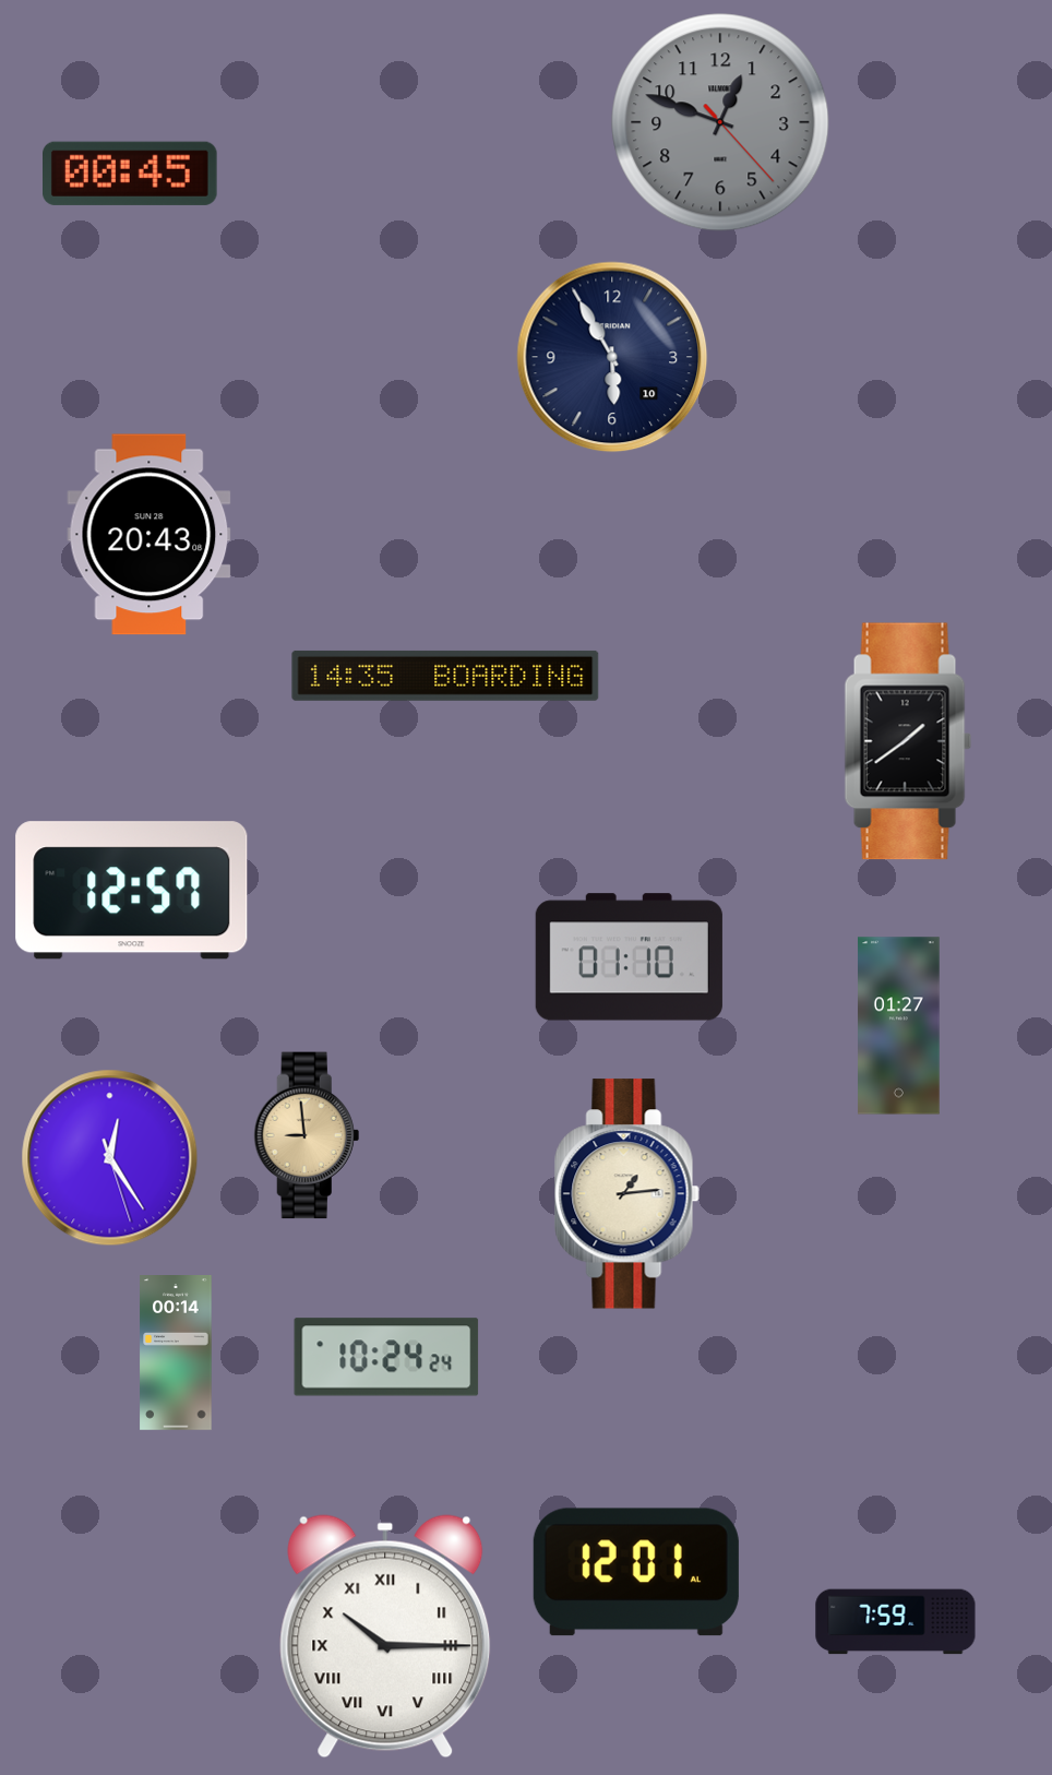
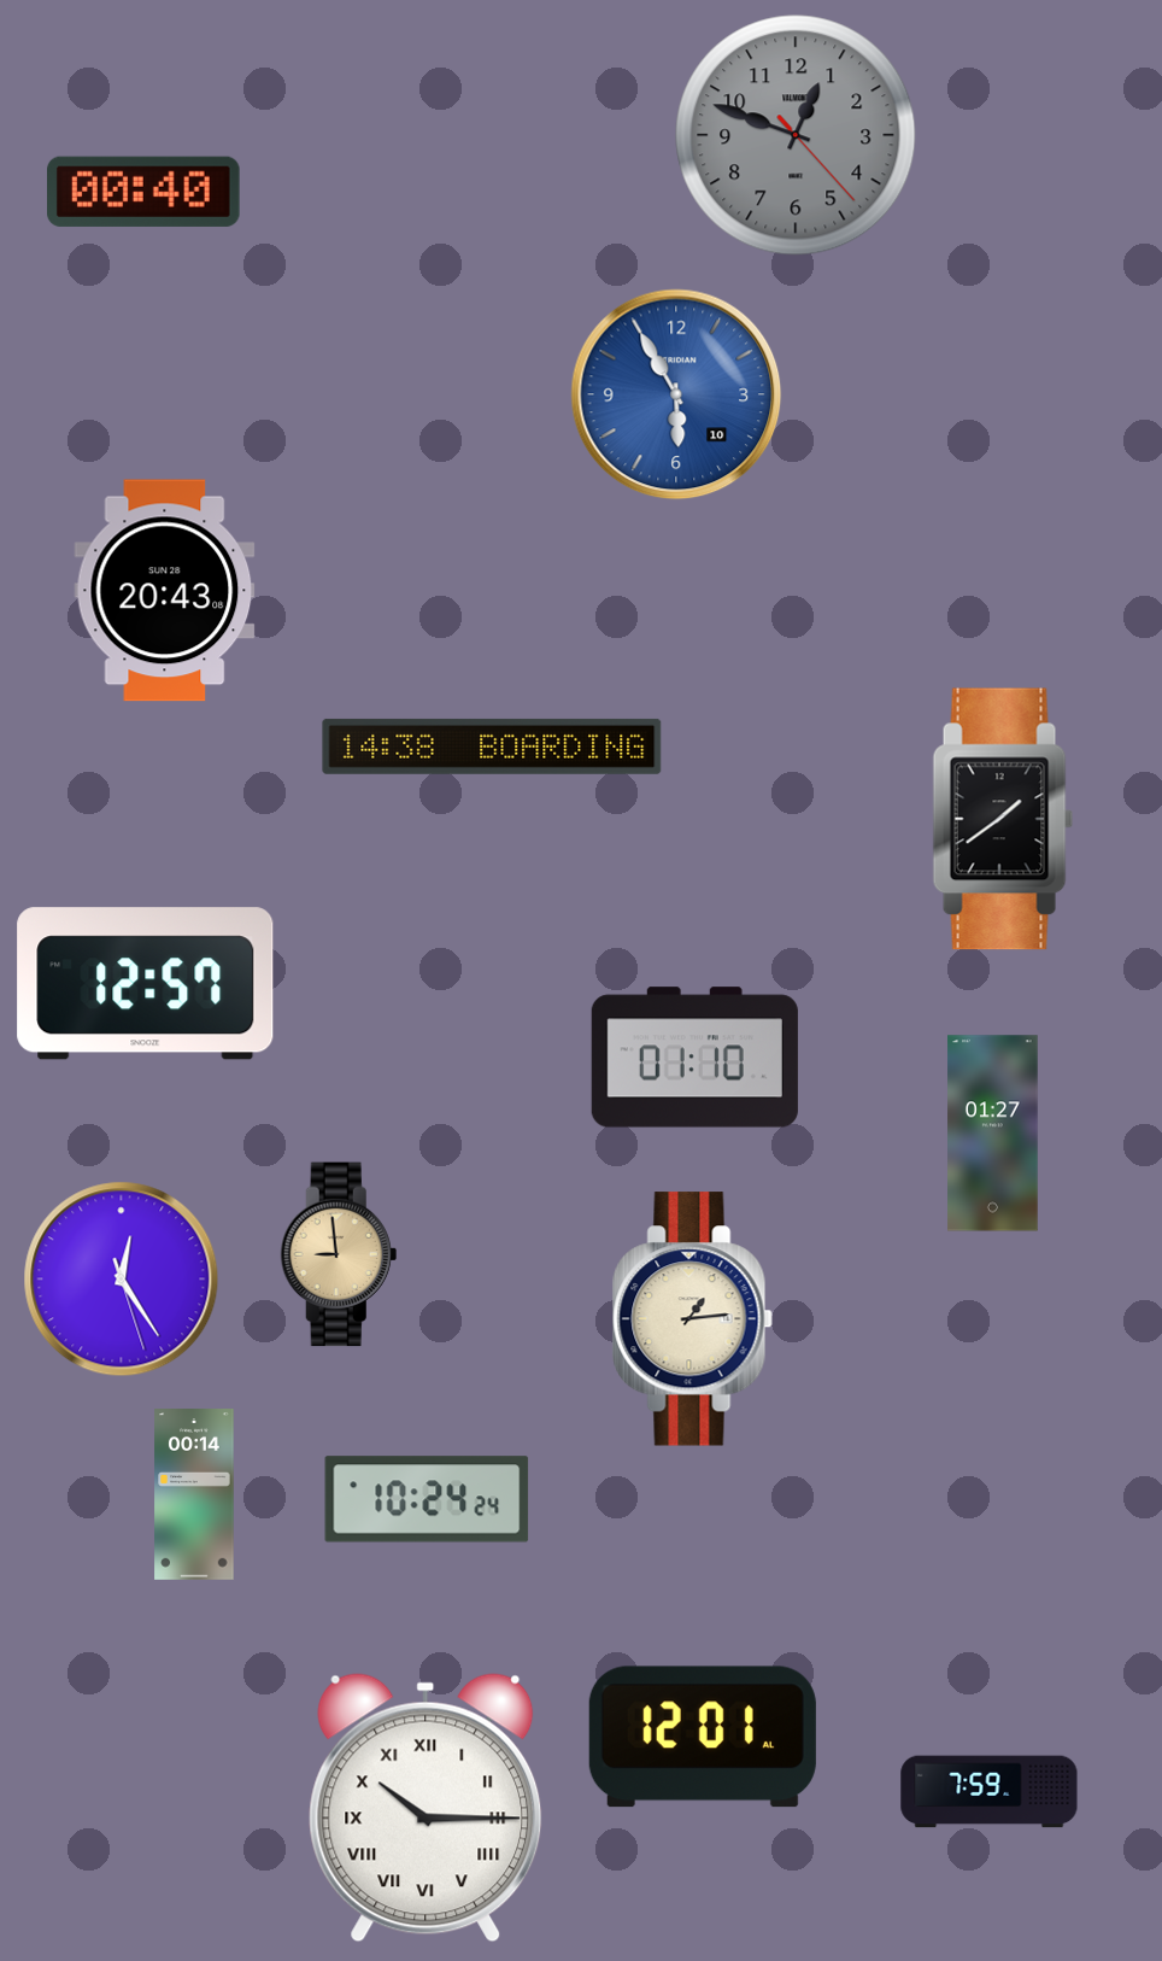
clock at (131, 174): 00:45 -> 00:40
clock at (612, 357) dial: navy -> blue
clock at (445, 676): 14:35 -> 14:38
